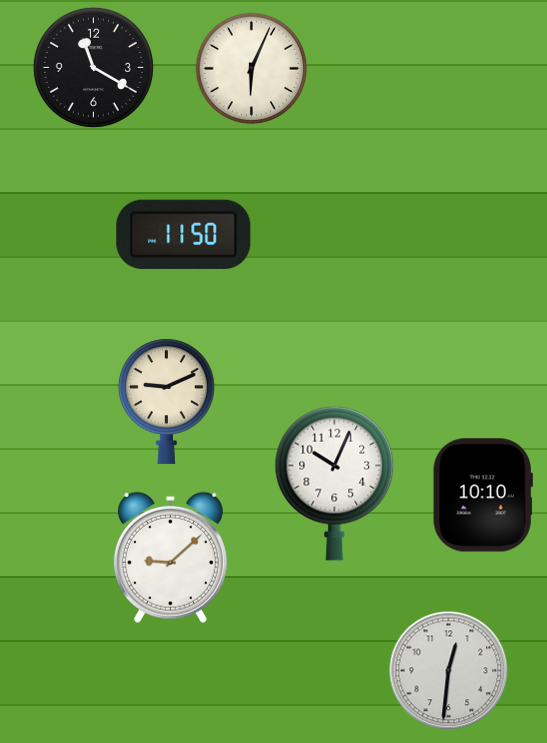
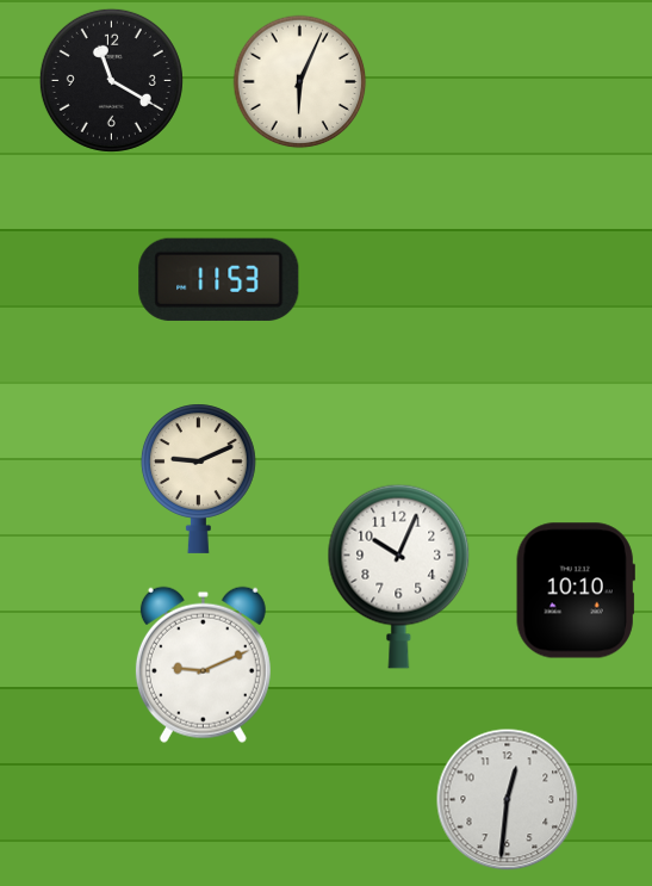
clock at (184, 234): 11:50 -> 11:53
clock at (170, 557): 9:08 -> 9:11
clock at (449, 671) position: (449, 671) -> (508, 800)
